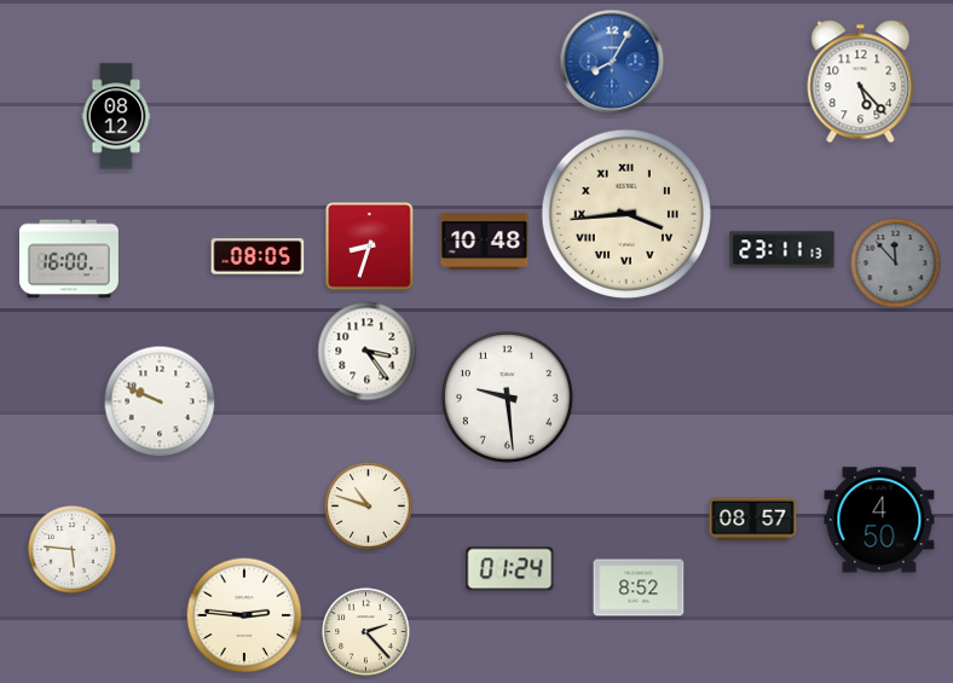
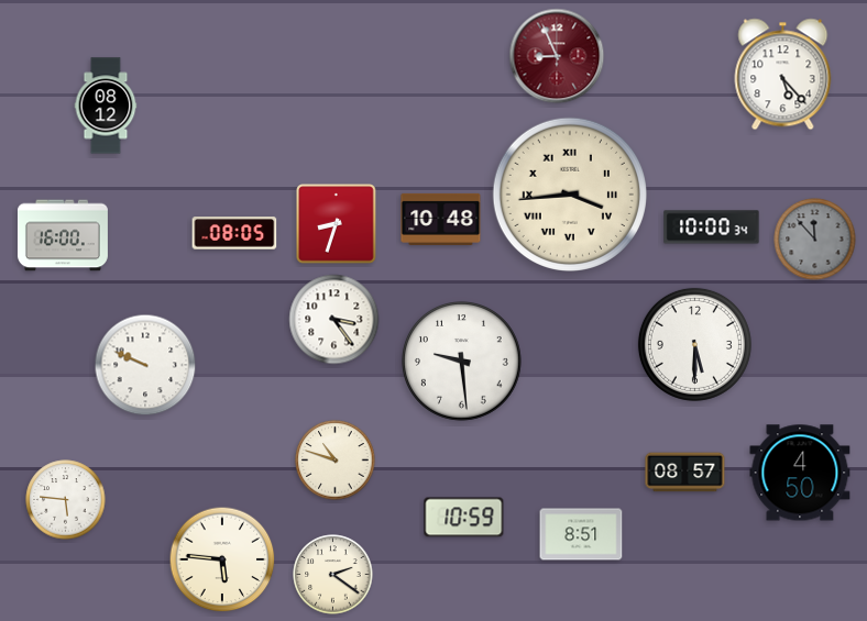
clock at (612, 62): 8:05 -> 8:56
clock at (612, 62) dial: blue -> burgundy
clock at (782, 250): 23:11 -> 10:00
clock at (694, 344): none -> 5:30
clock at (510, 569): 01:24 -> 10:59
clock at (639, 588): 8:52 -> 8:51
clock at (244, 615): 2:46 -> 5:46
clock at (366, 632): 2:23 -> 2:21
